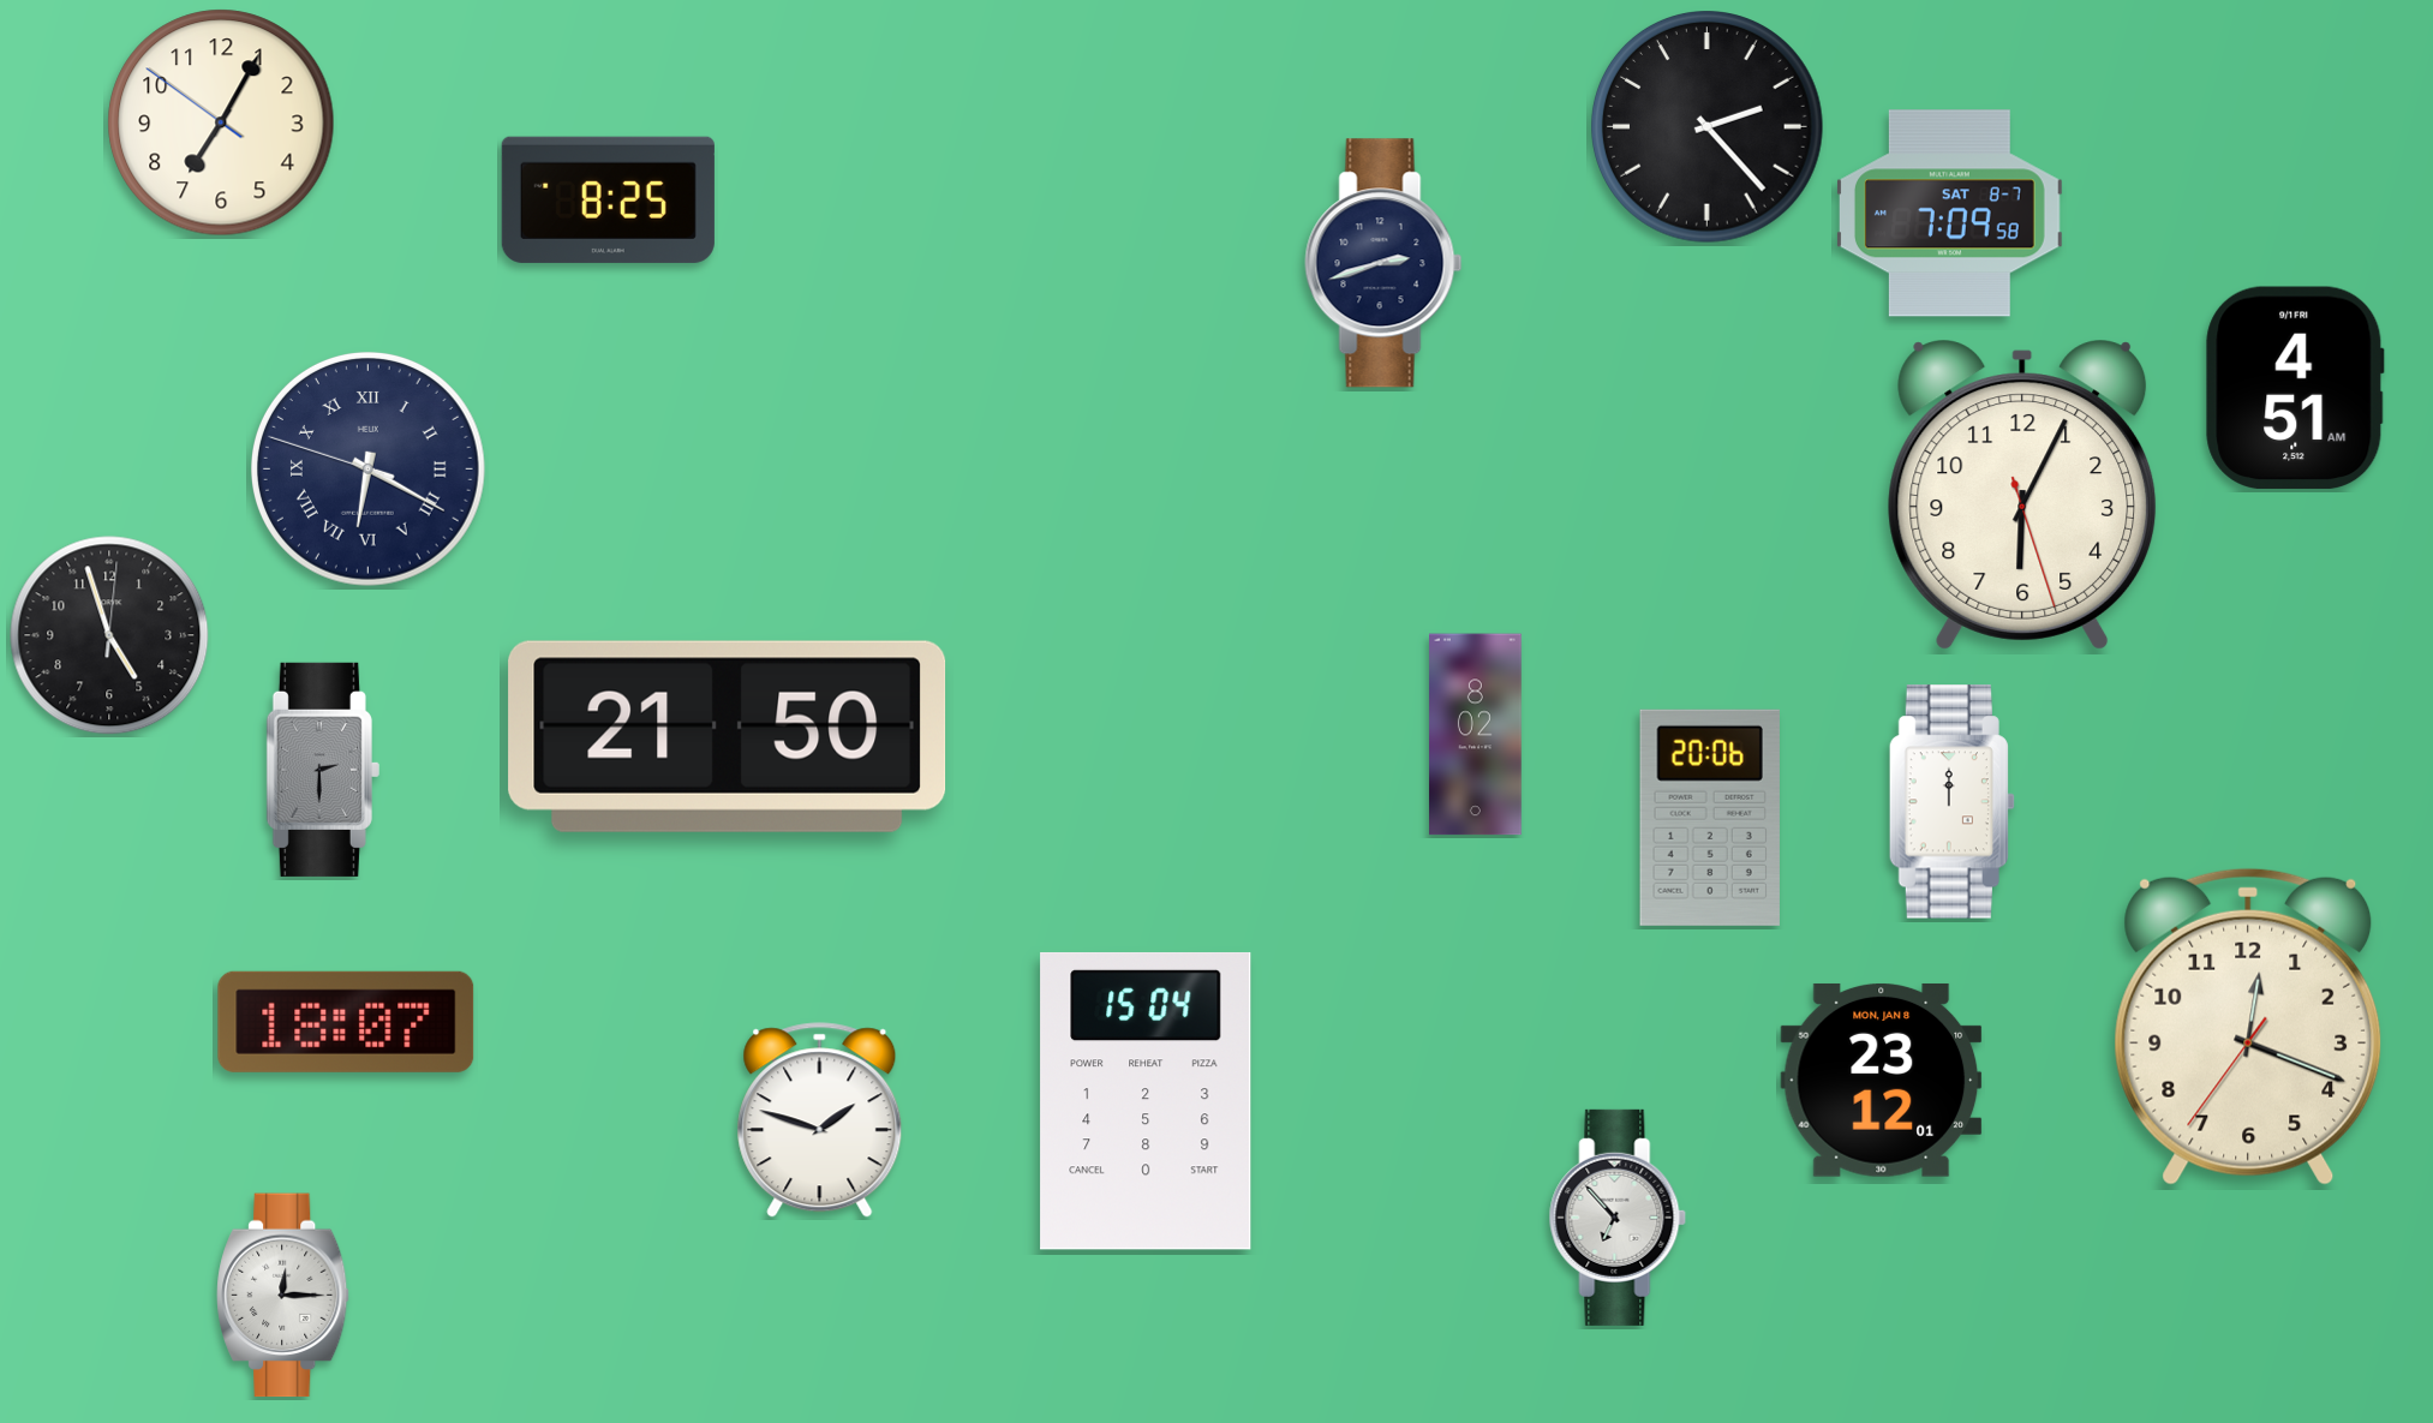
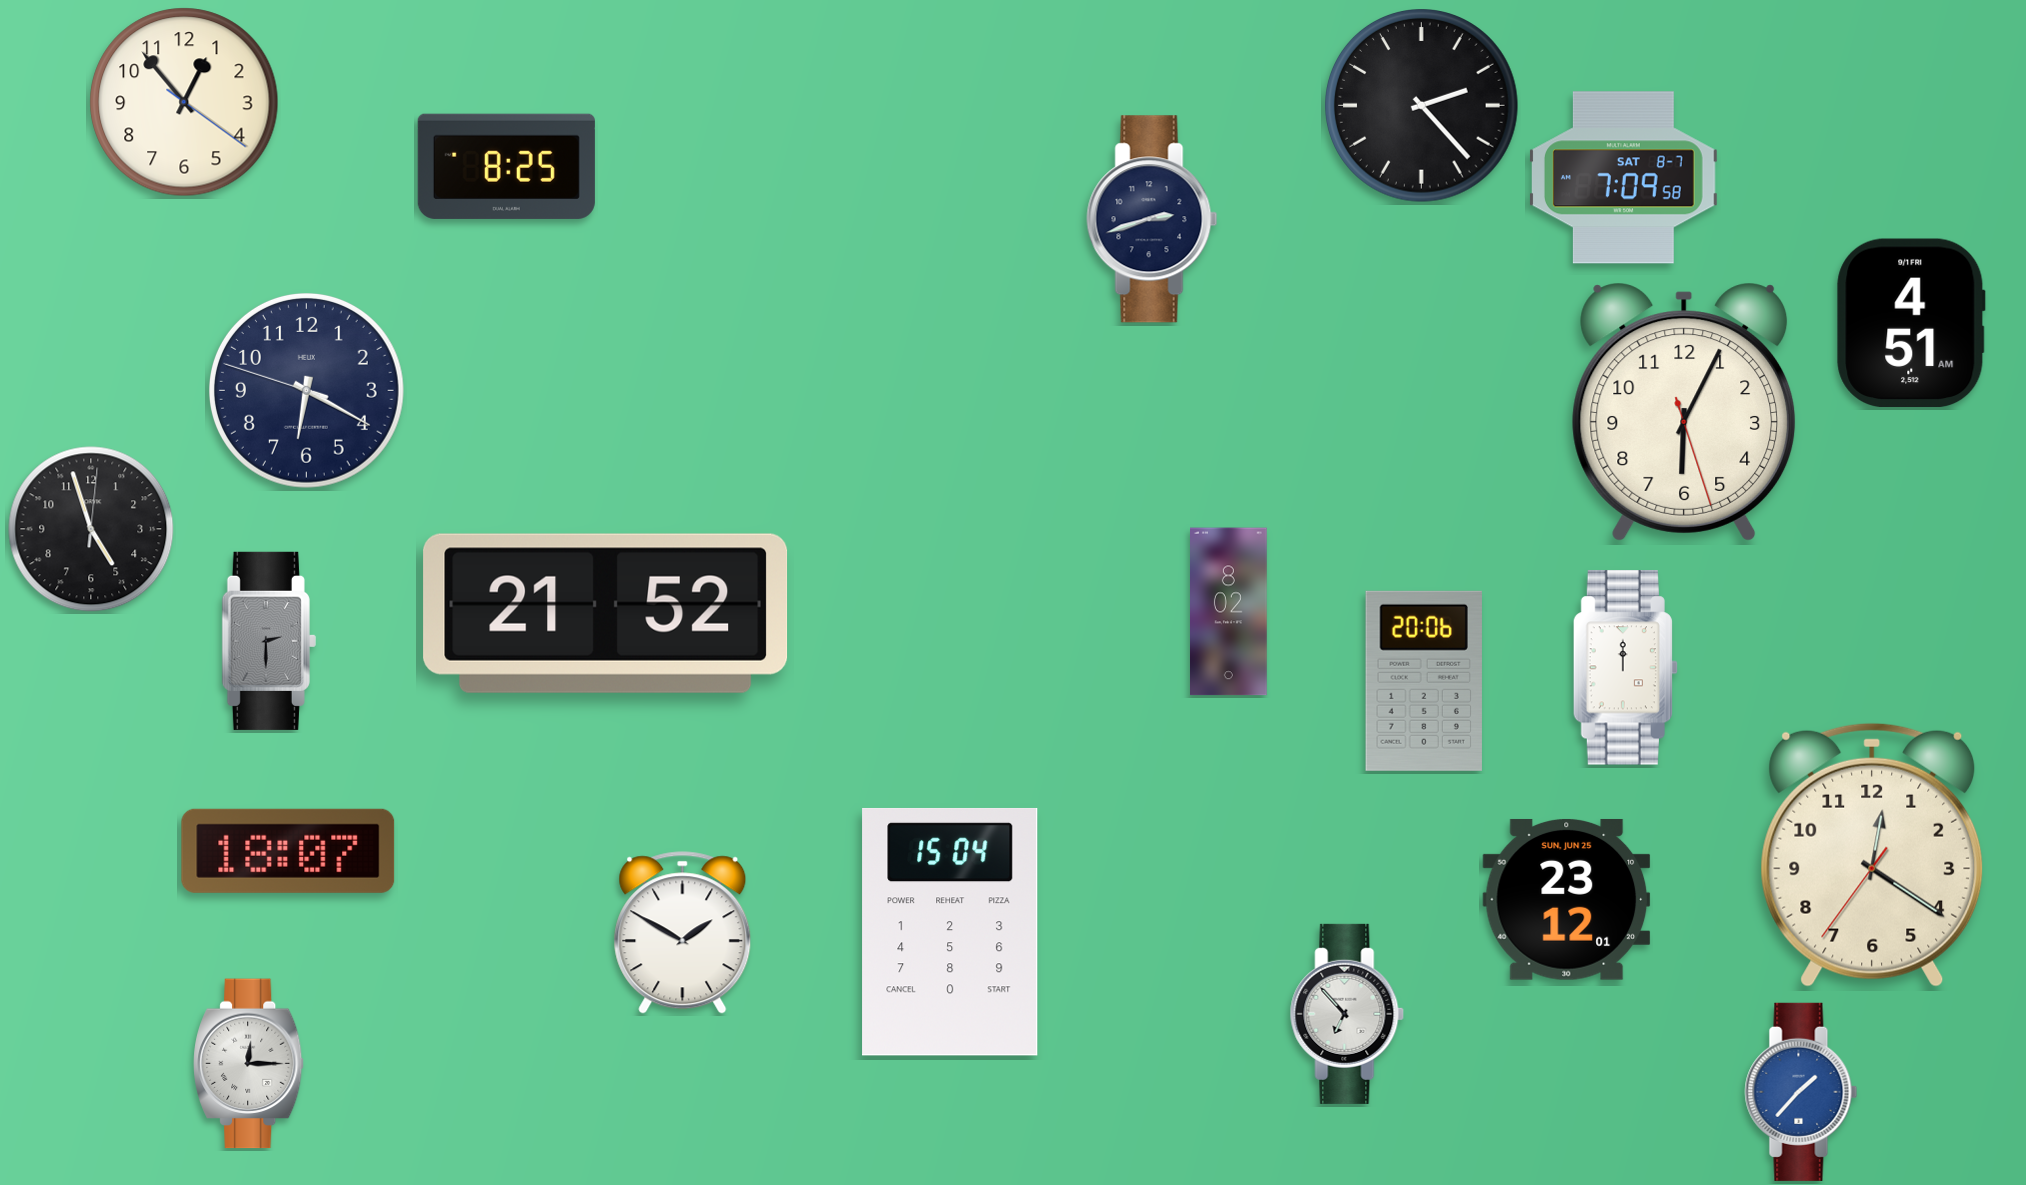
clock at (221, 122): 7:04 -> 12:53
clock at (369, 470) numerals: Roman -> Arabic
clock at (728, 736): 21:50 -> 21:52
clock at (2248, 1027): 12:18 -> 12:20
clock at (1882, 1080) date: MON, JAN 8 -> SUN, JUN 25
clock at (1146, 1101) position: (1146, 1101) -> (950, 932)
clock at (820, 1120): 1:48 -> 1:50
clock at (283, 1296) position: (283, 1296) -> (249, 1064)
clock at (1801, 1092): none -> 1:37
